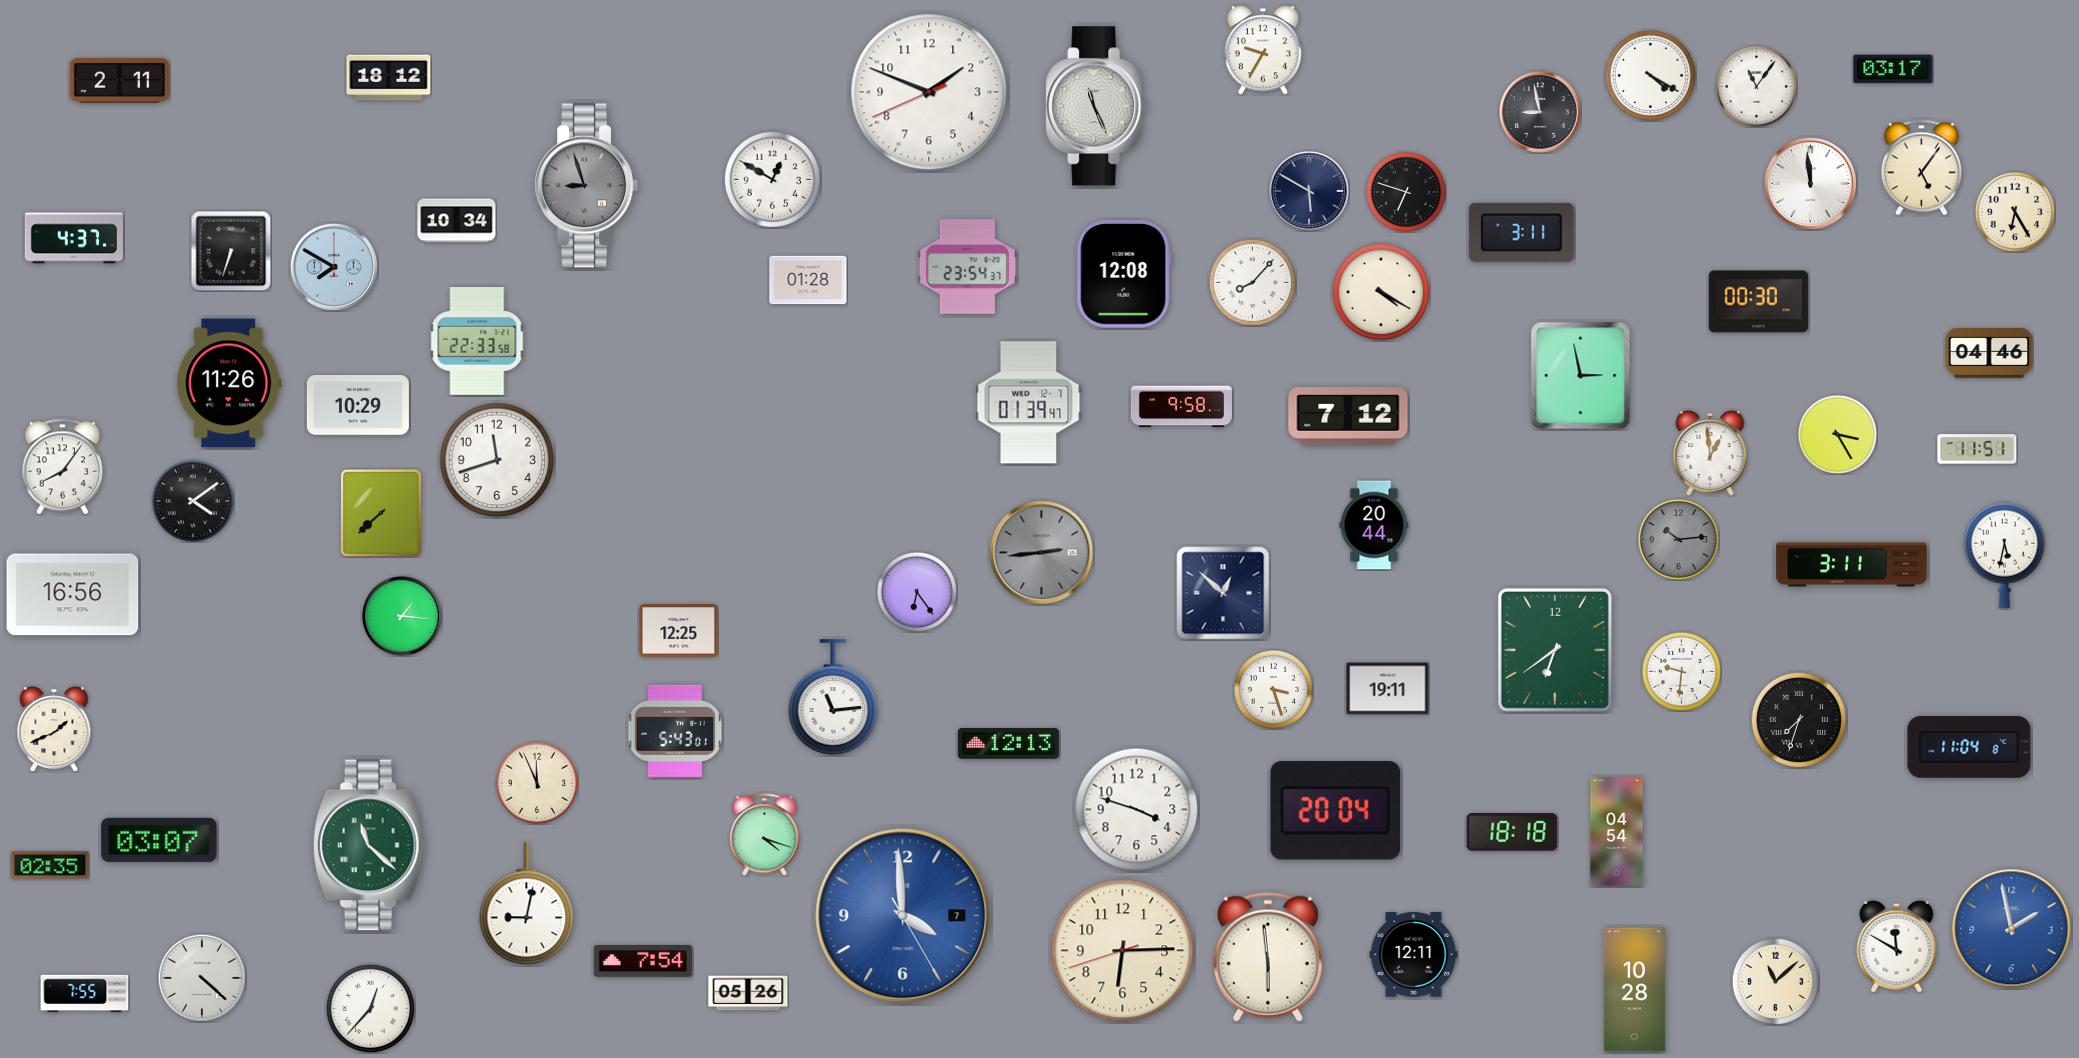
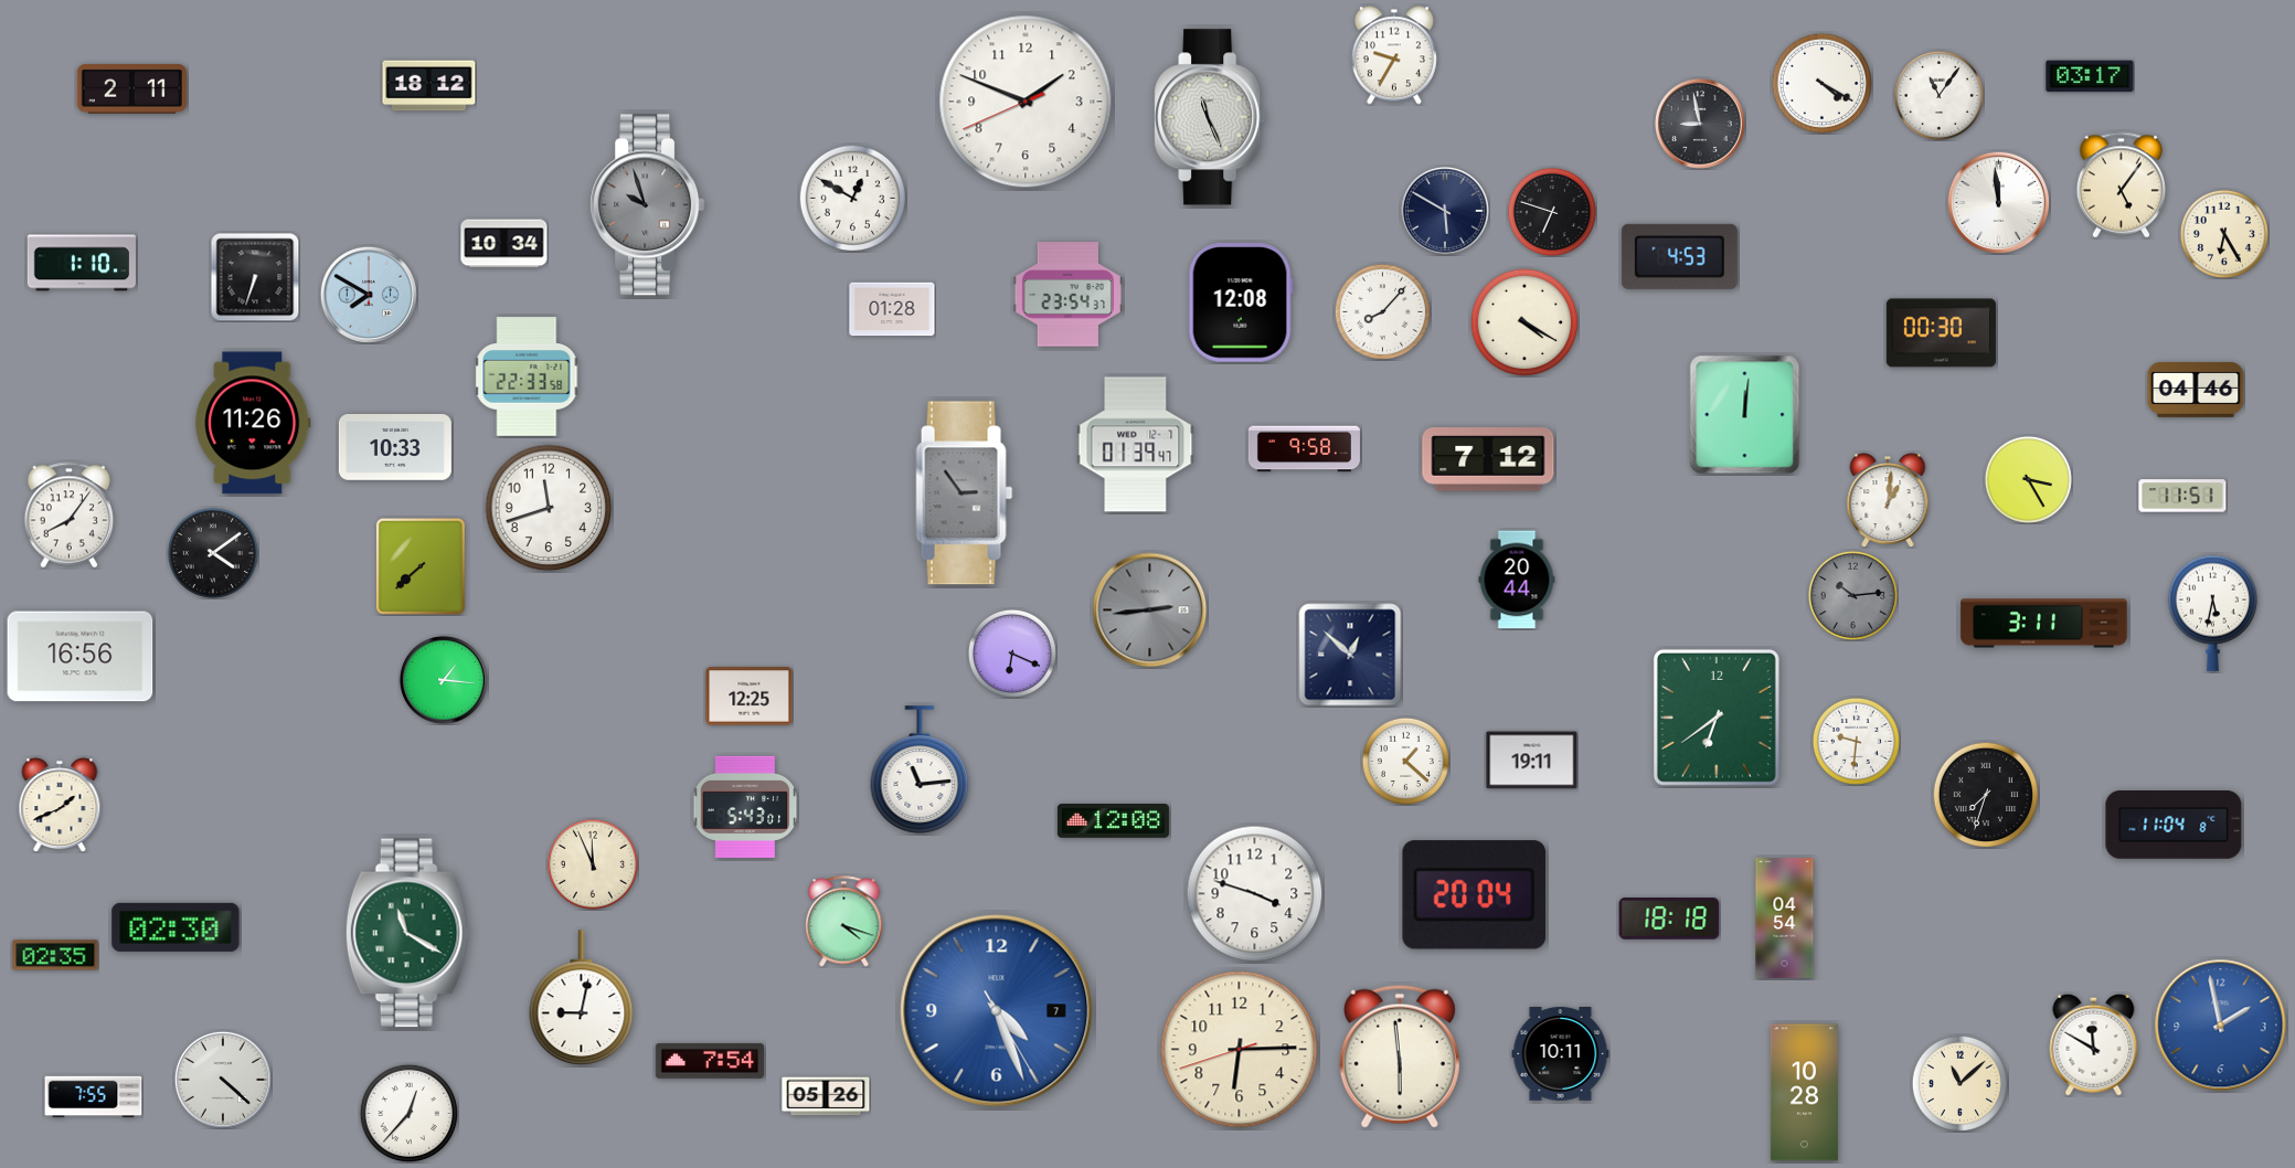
clock at (587, 186): 8:57 -> 9:57
clock at (1521, 232): 3:11 -> 4:53
clock at (74, 238): 4:37 -> 1:10
clock at (1581, 376): 2:58 -> 12:01
clock at (358, 406): 10:29 -> 10:33
clock at (965, 493): none -> 2:54
clock at (1710, 454): 12:59 -> 1:01
clock at (917, 592): 6:24 -> 6:19
clock at (1273, 689): 3:27 -> 1:22
clock at (1008, 744): 12:13 -> 12:08
clock at (159, 840): 03:07 -> 02:30
clock at (369, 845): 11:22 -> 11:20
clock at (903, 916): 3:59 -> 4:26
clock at (1414, 955): 12:11 -> 10:11
